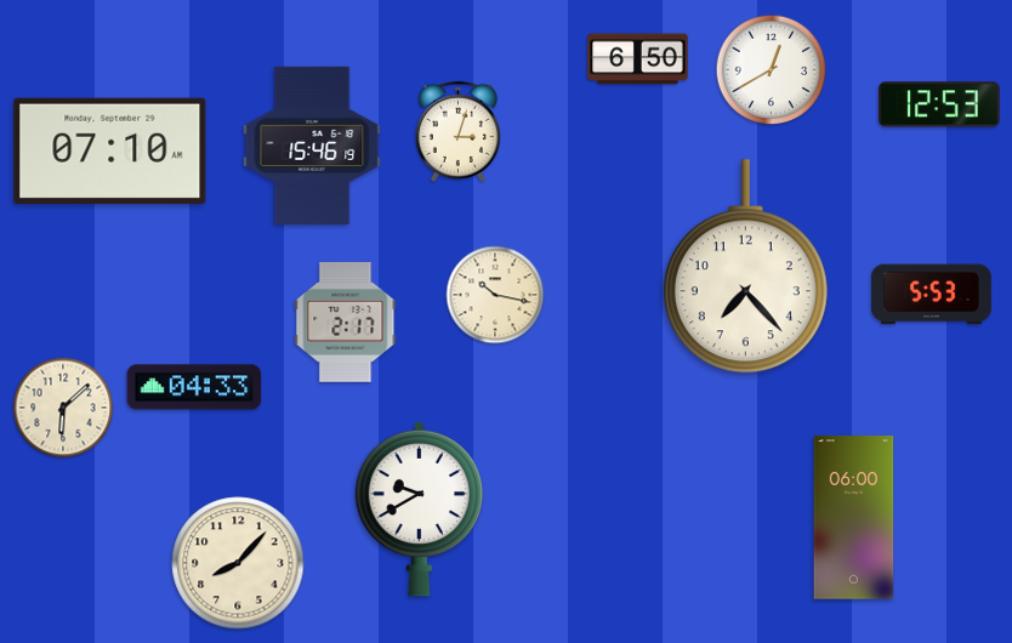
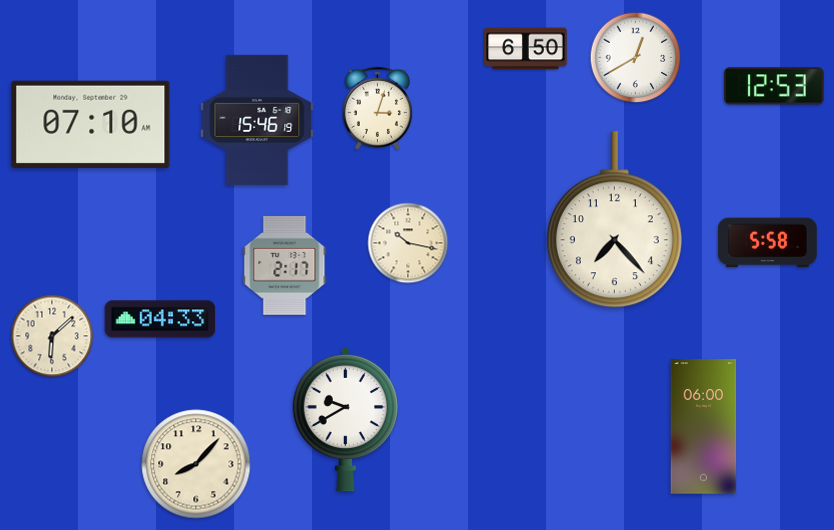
clock at (932, 295): 5:53 -> 5:58
